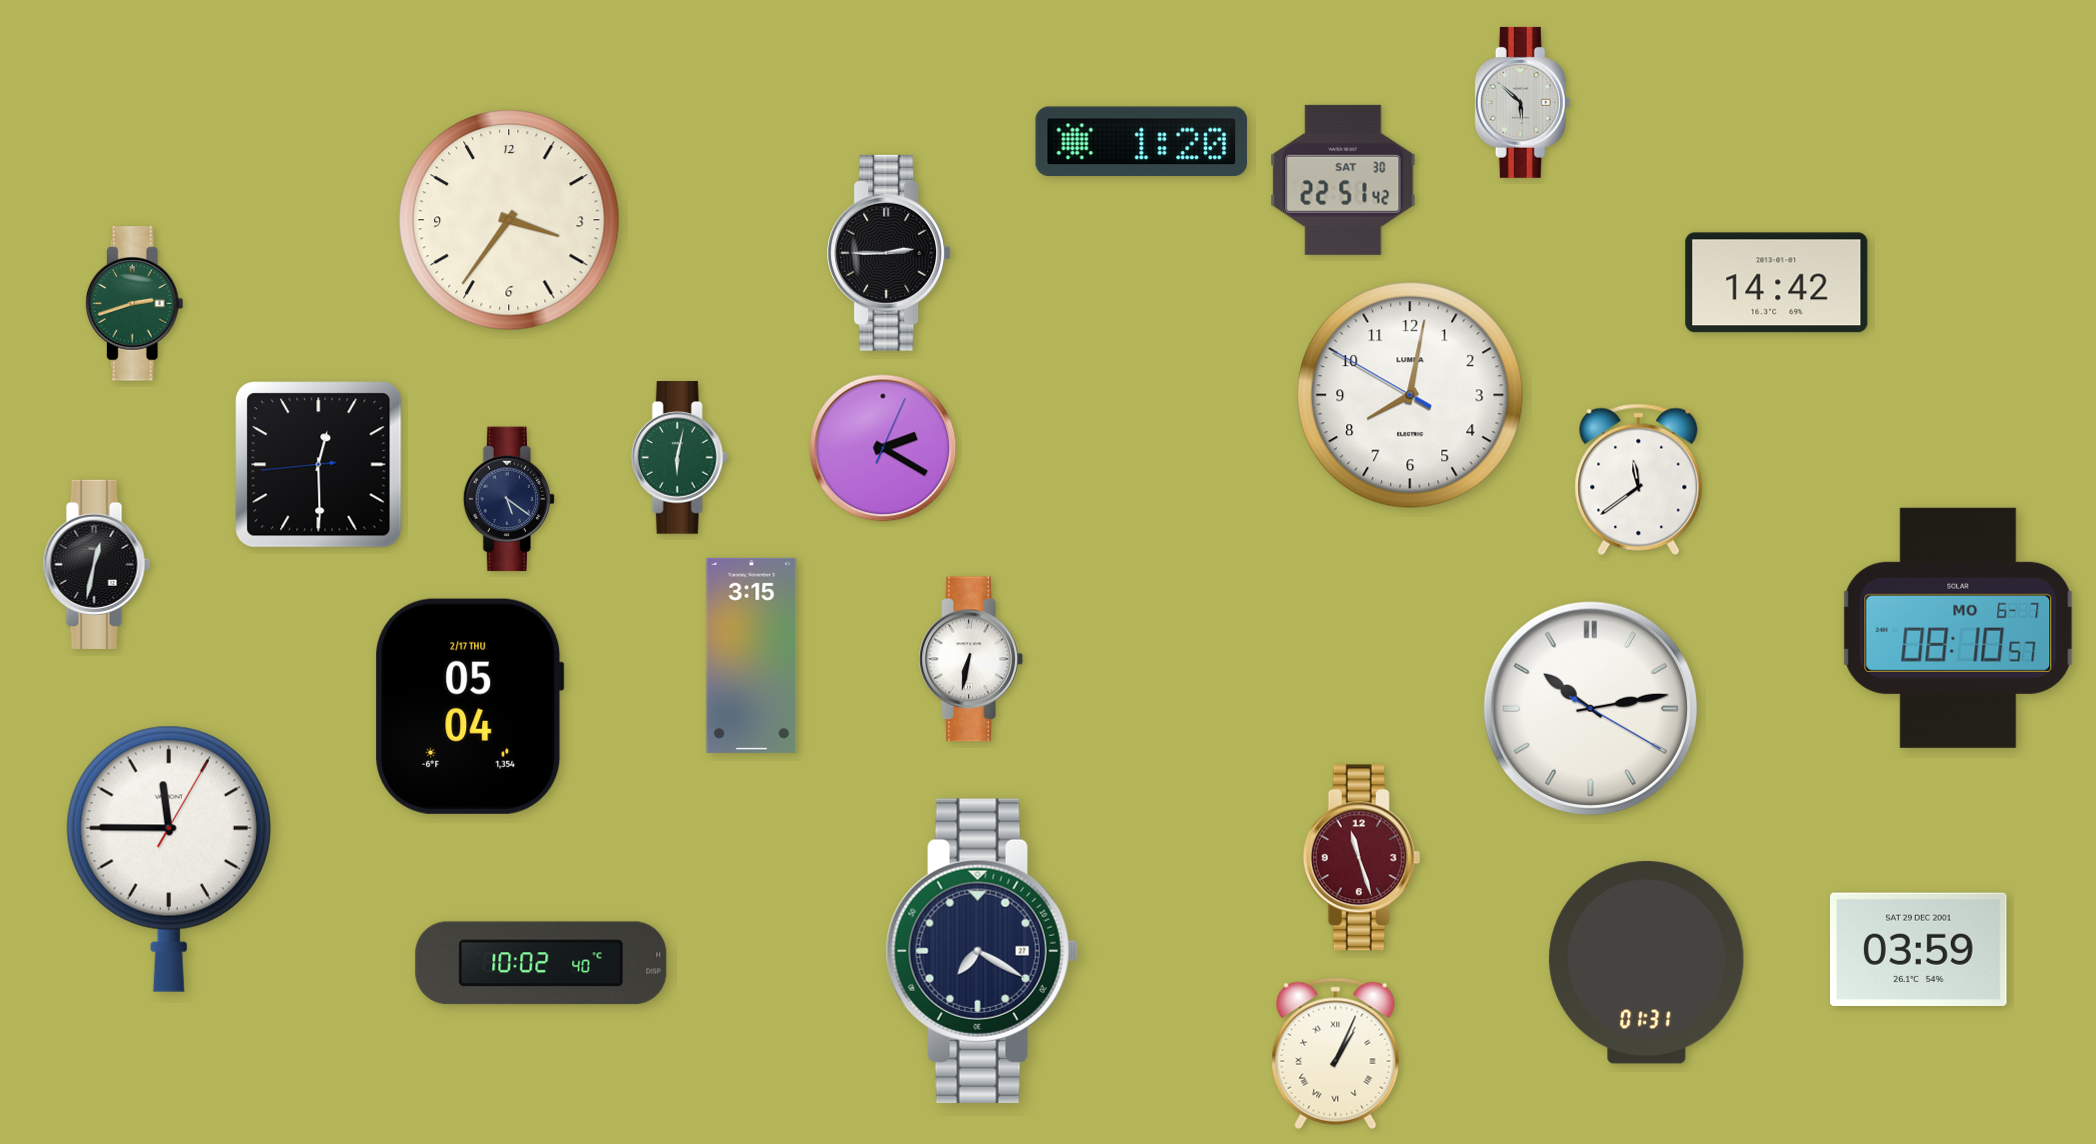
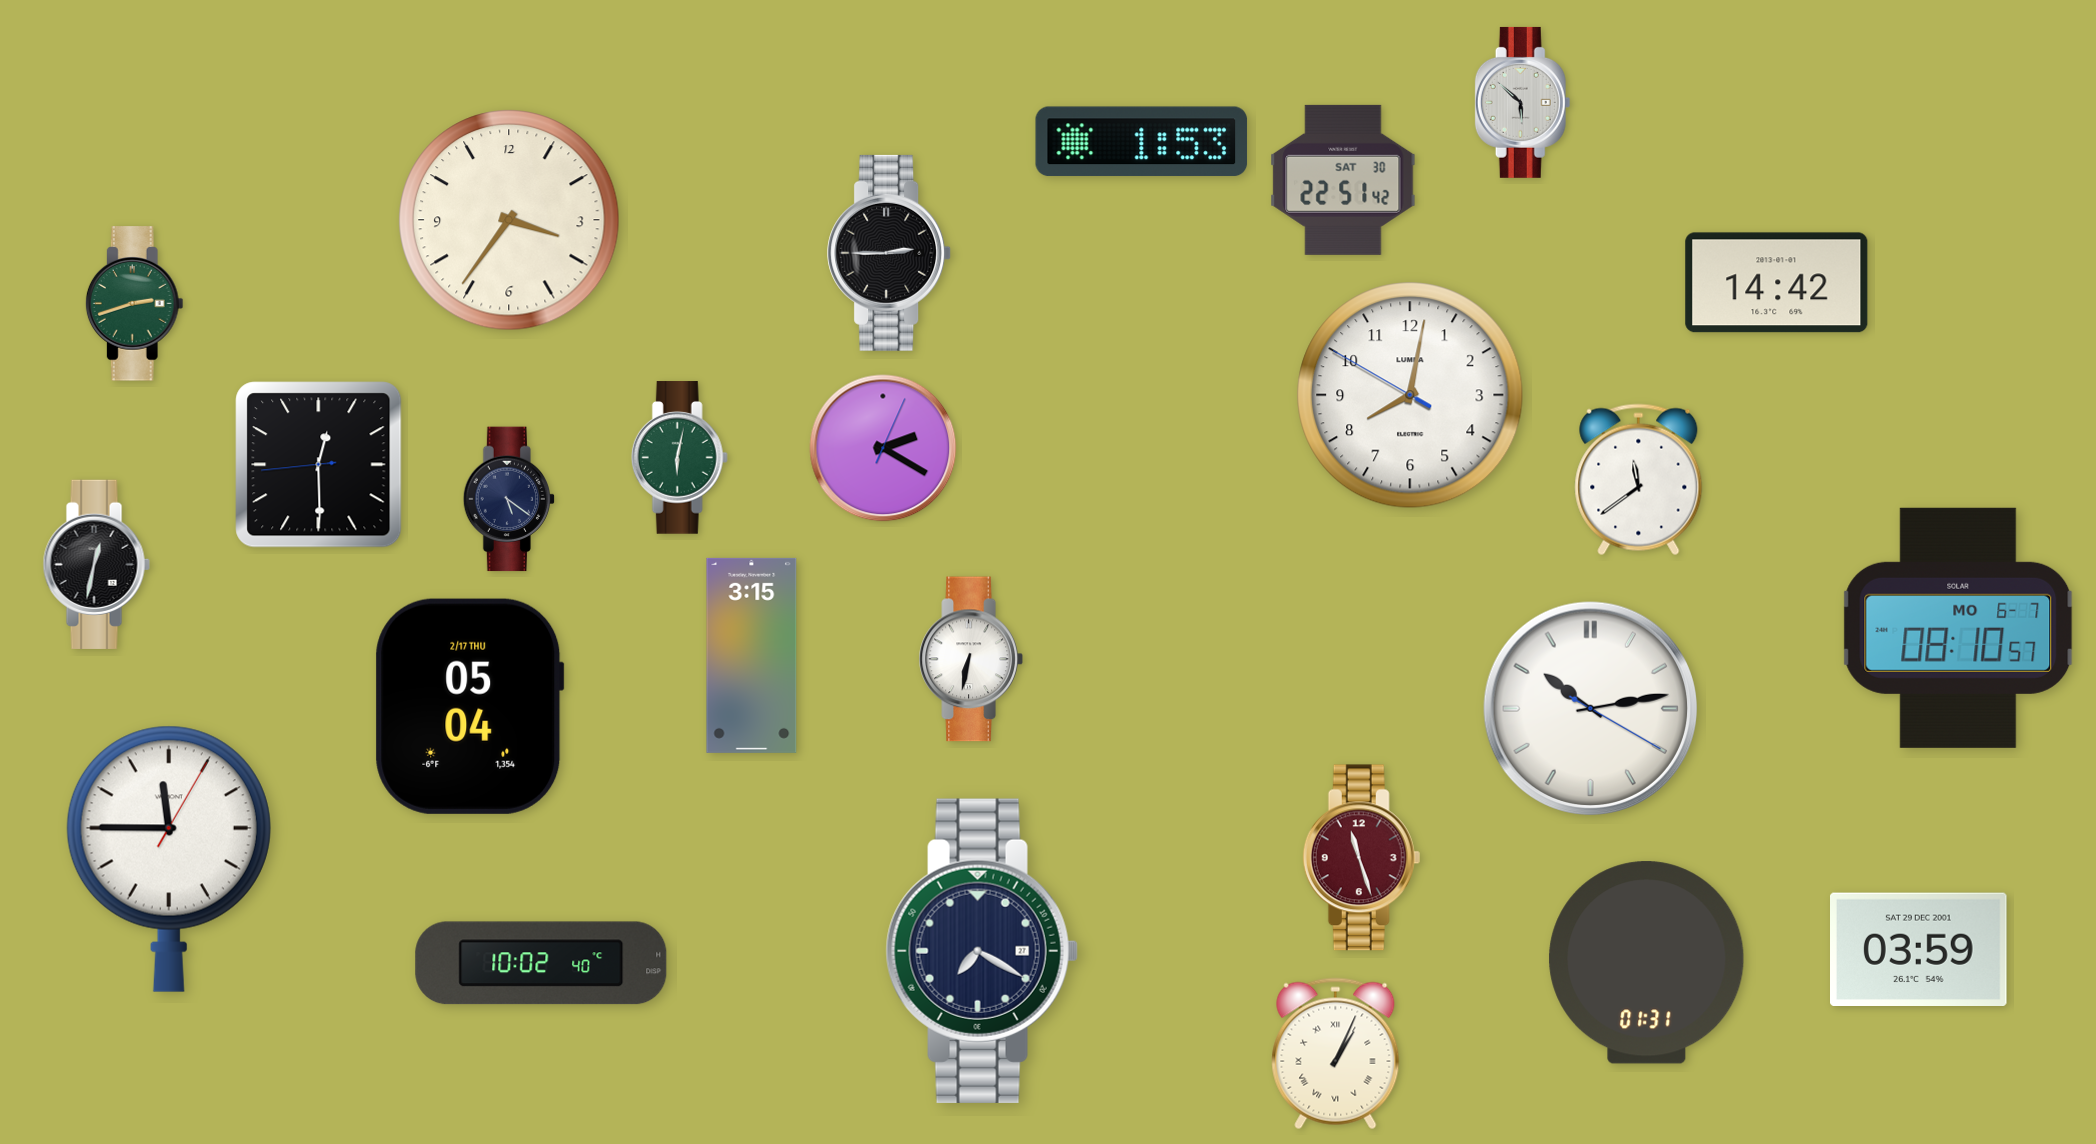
clock at (1142, 142): 1:20 -> 1:53
